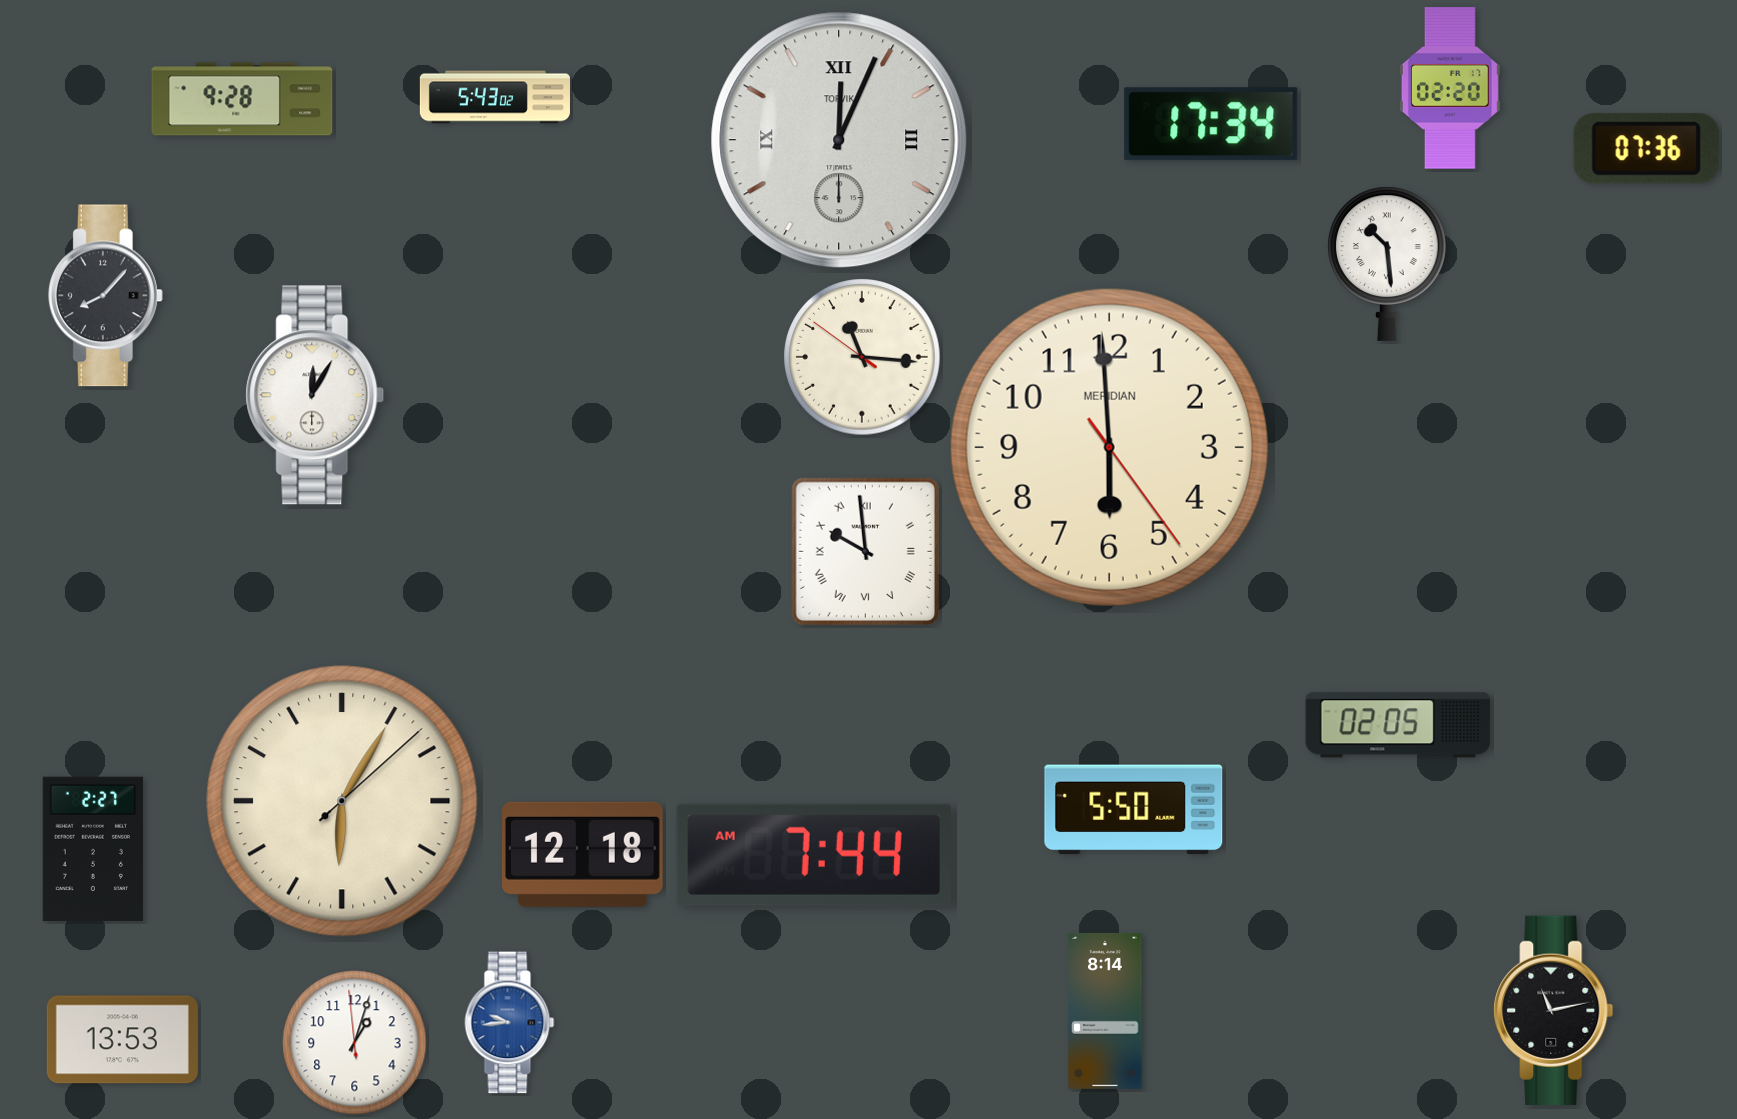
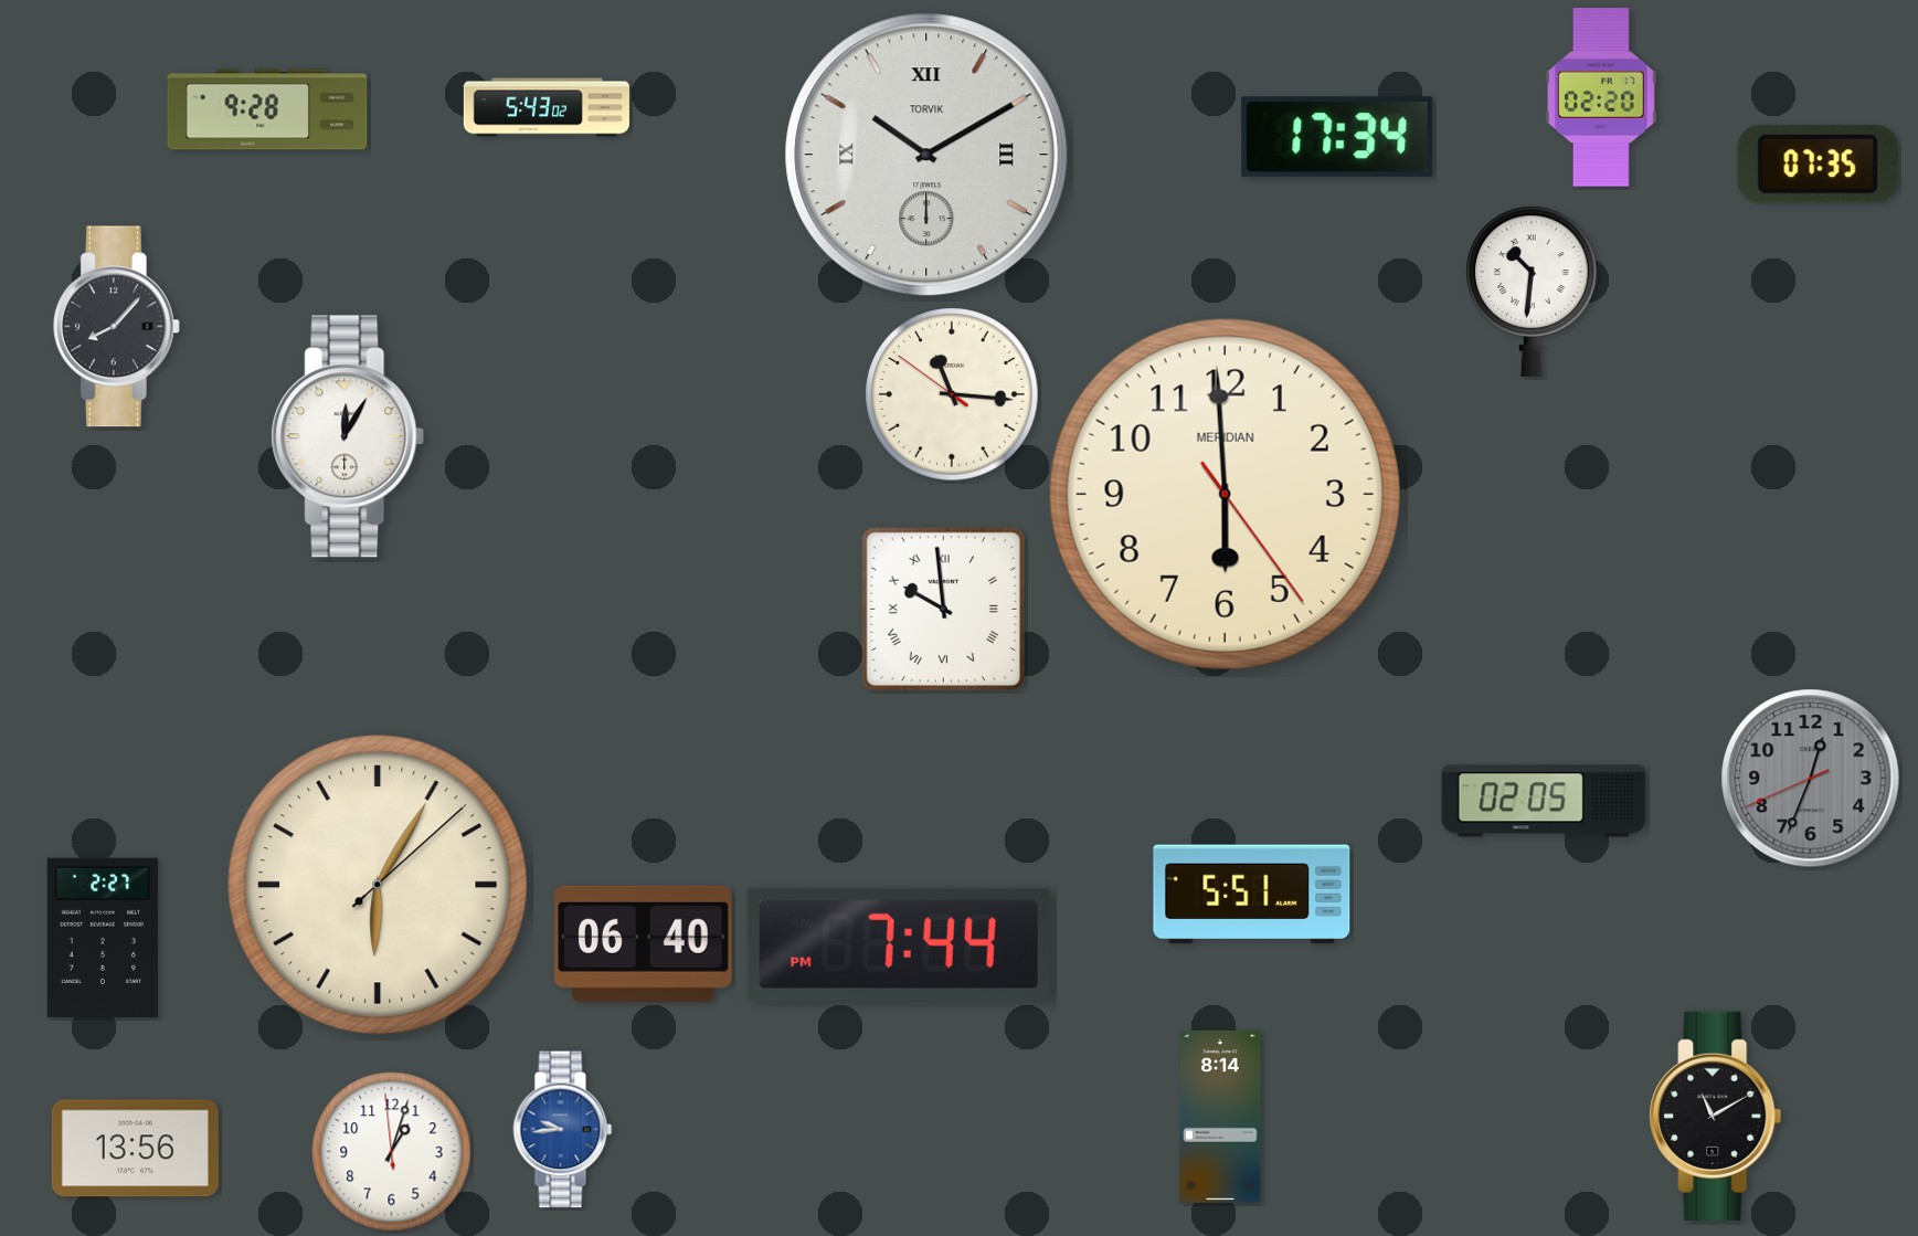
clock at (839, 140): 12:04 -> 10:10
clock at (1646, 149): 07:36 -> 07:35
clock at (1388, 264): 10:29 -> 10:31
clock at (865, 551) position: (865, 551) -> (943, 609)
clock at (1811, 779): none -> 12:33
clock at (1134, 810): 5:50 -> 5:51
clock at (583, 854): 12:18 -> 06:40
clock at (814, 855): 7:44 AM -> 7:44 PM
clock at (1554, 1010): 11:13 -> 11:10
clock at (122, 1040): 13:53 -> 13:56
